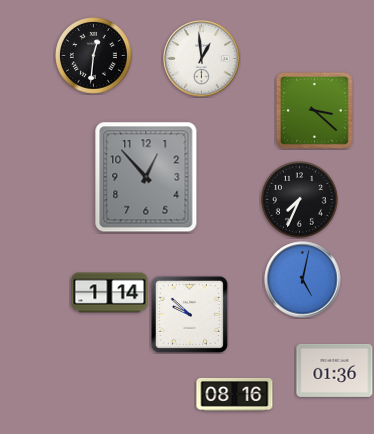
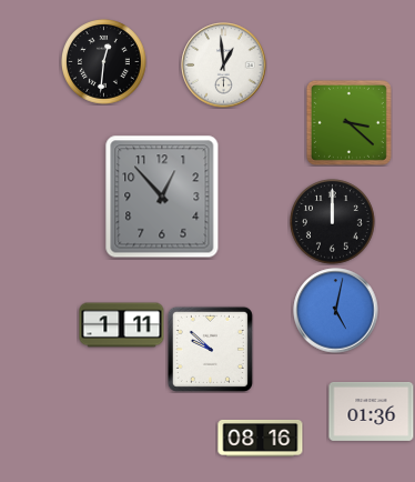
clock at (300, 200): 7:34 -> 12:00
clock at (110, 293): 1:14 -> 1:11
